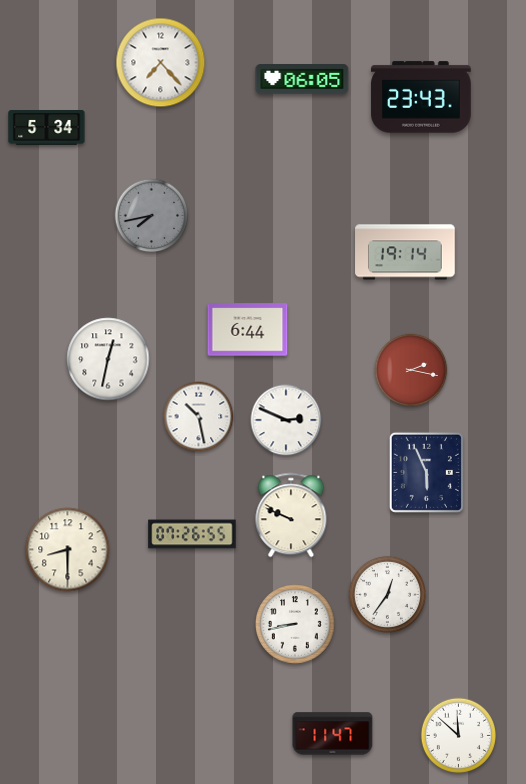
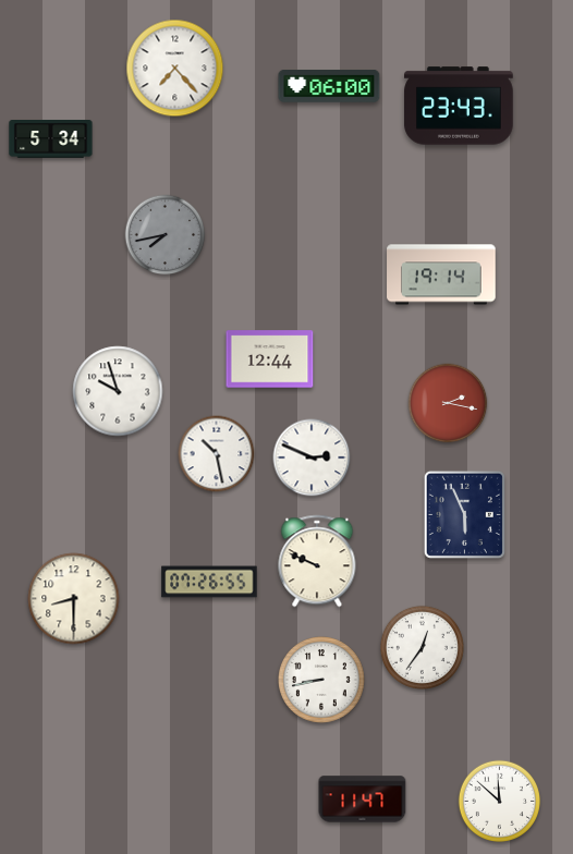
clock at (302, 80): 06:05 -> 06:00
clock at (248, 330): 6:44 -> 12:44
clock at (108, 359): 12:32 -> 9:57
